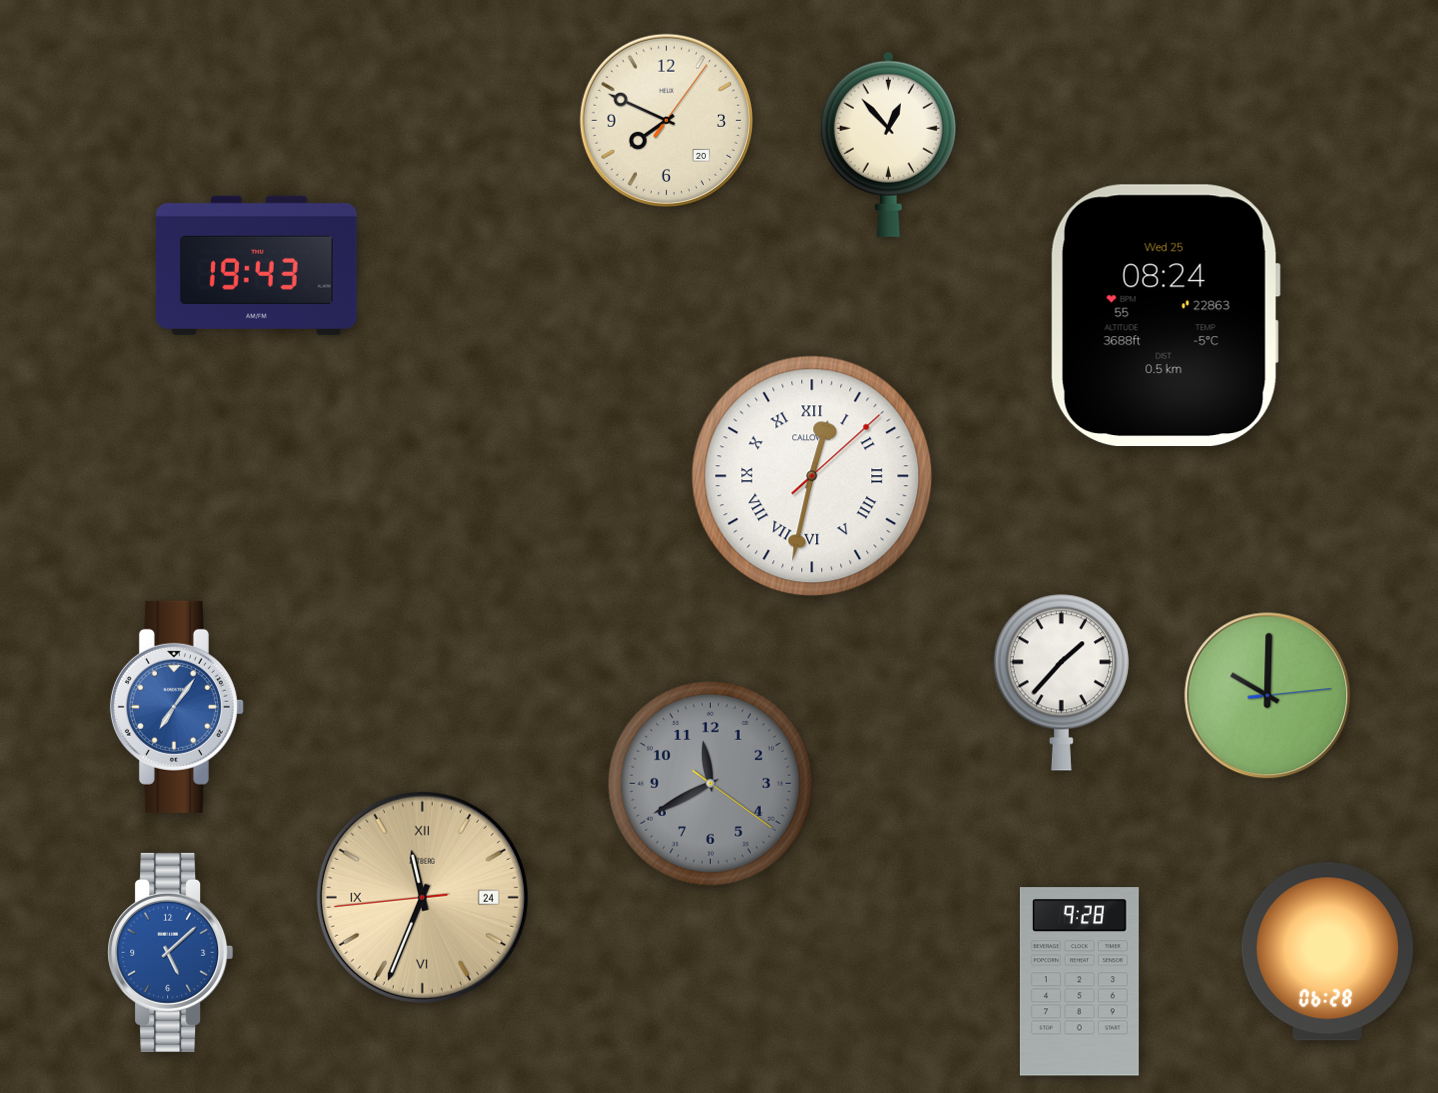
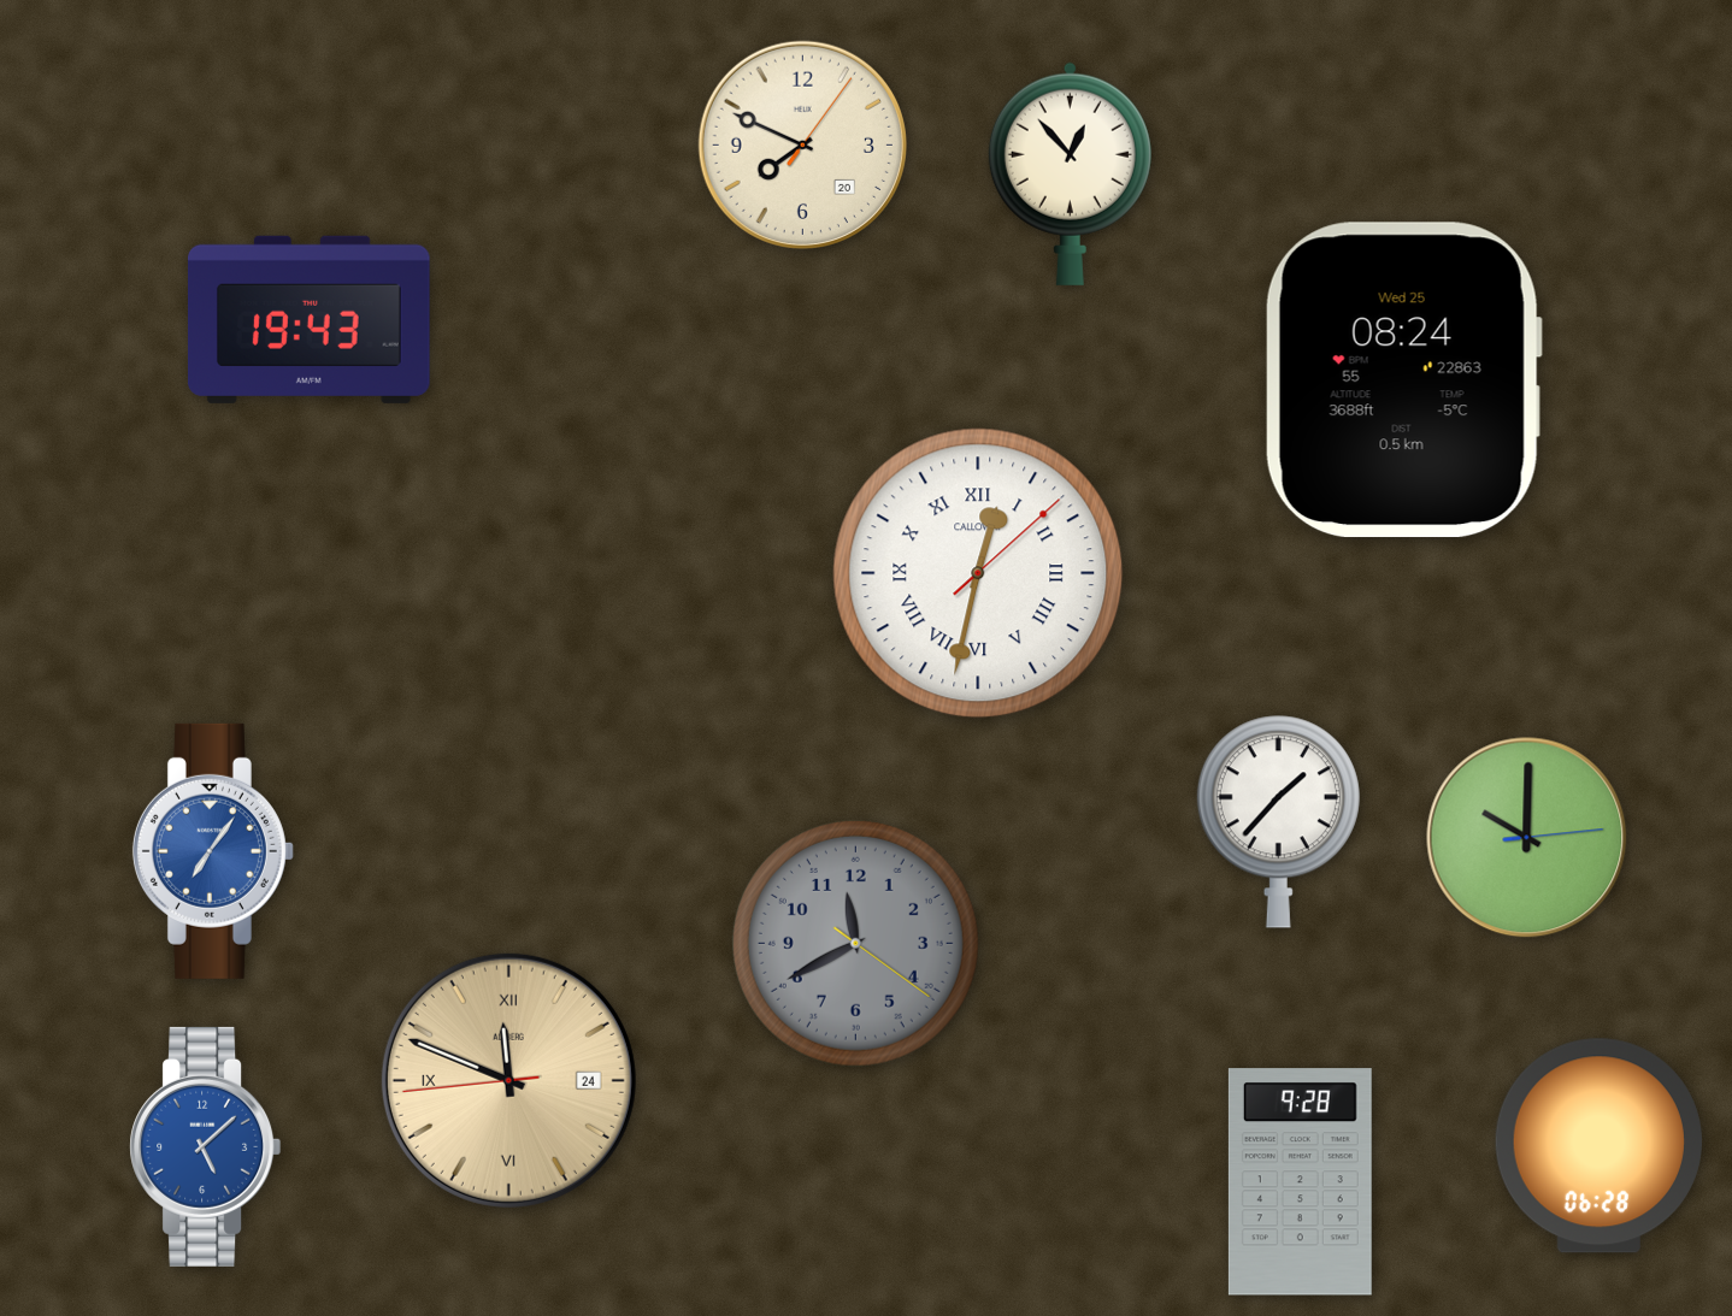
clock at (422, 897): 11:33 -> 11:48
